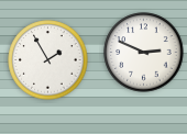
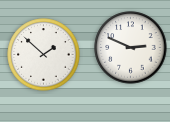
clock at (48, 60): 1:55 -> 1:52
